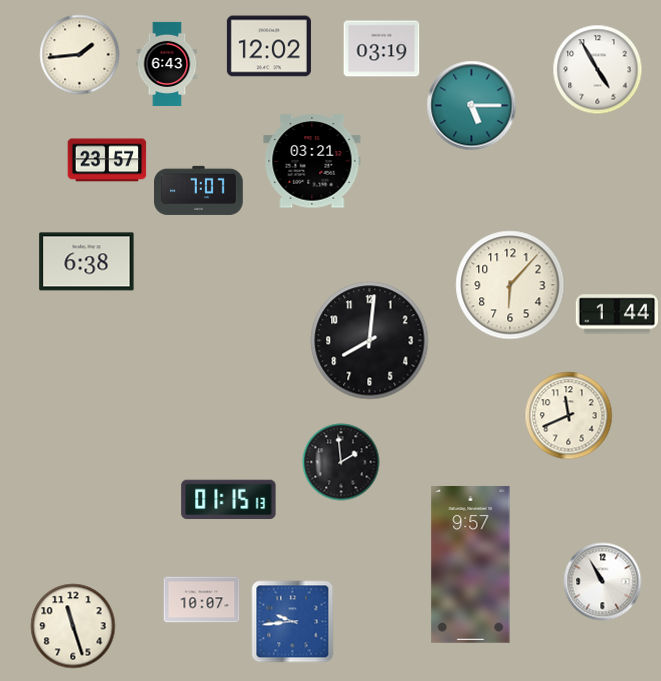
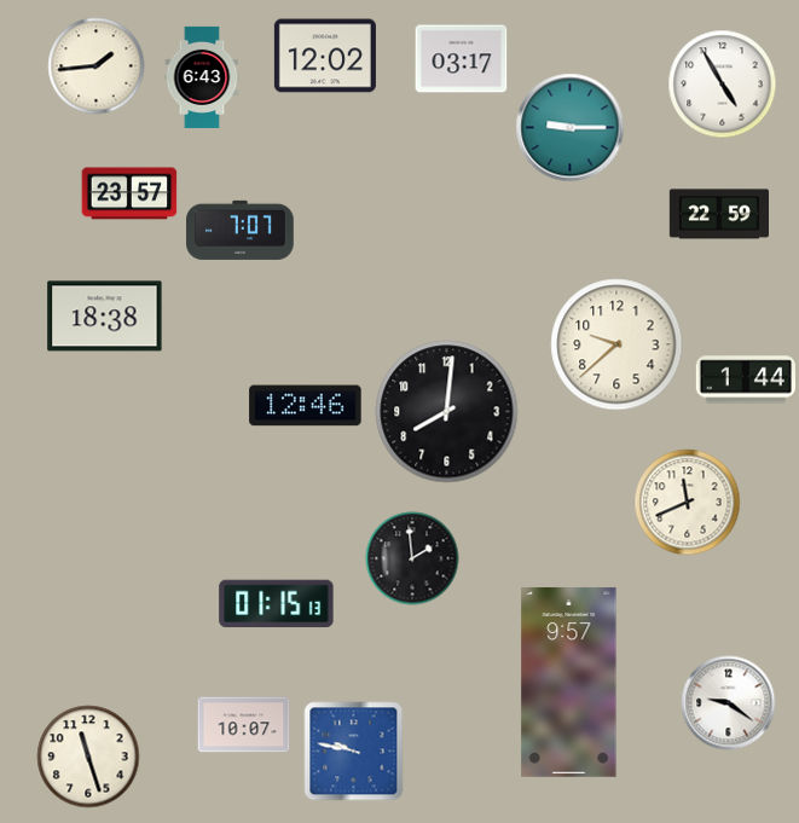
clock at (382, 49): 03:19 -> 03:17
clock at (472, 106): 5:15 -> 9:15
clock at (312, 161): 03:21 -> none
clock at (718, 214): none -> 22:59
clock at (87, 262): 6:38 -> 18:38
clock at (510, 285): 6:07 -> 9:38
clock at (306, 406): none -> 12:46
clock at (603, 582): 10:55 -> 9:21
clock at (293, 622): 9:44 -> 9:47
